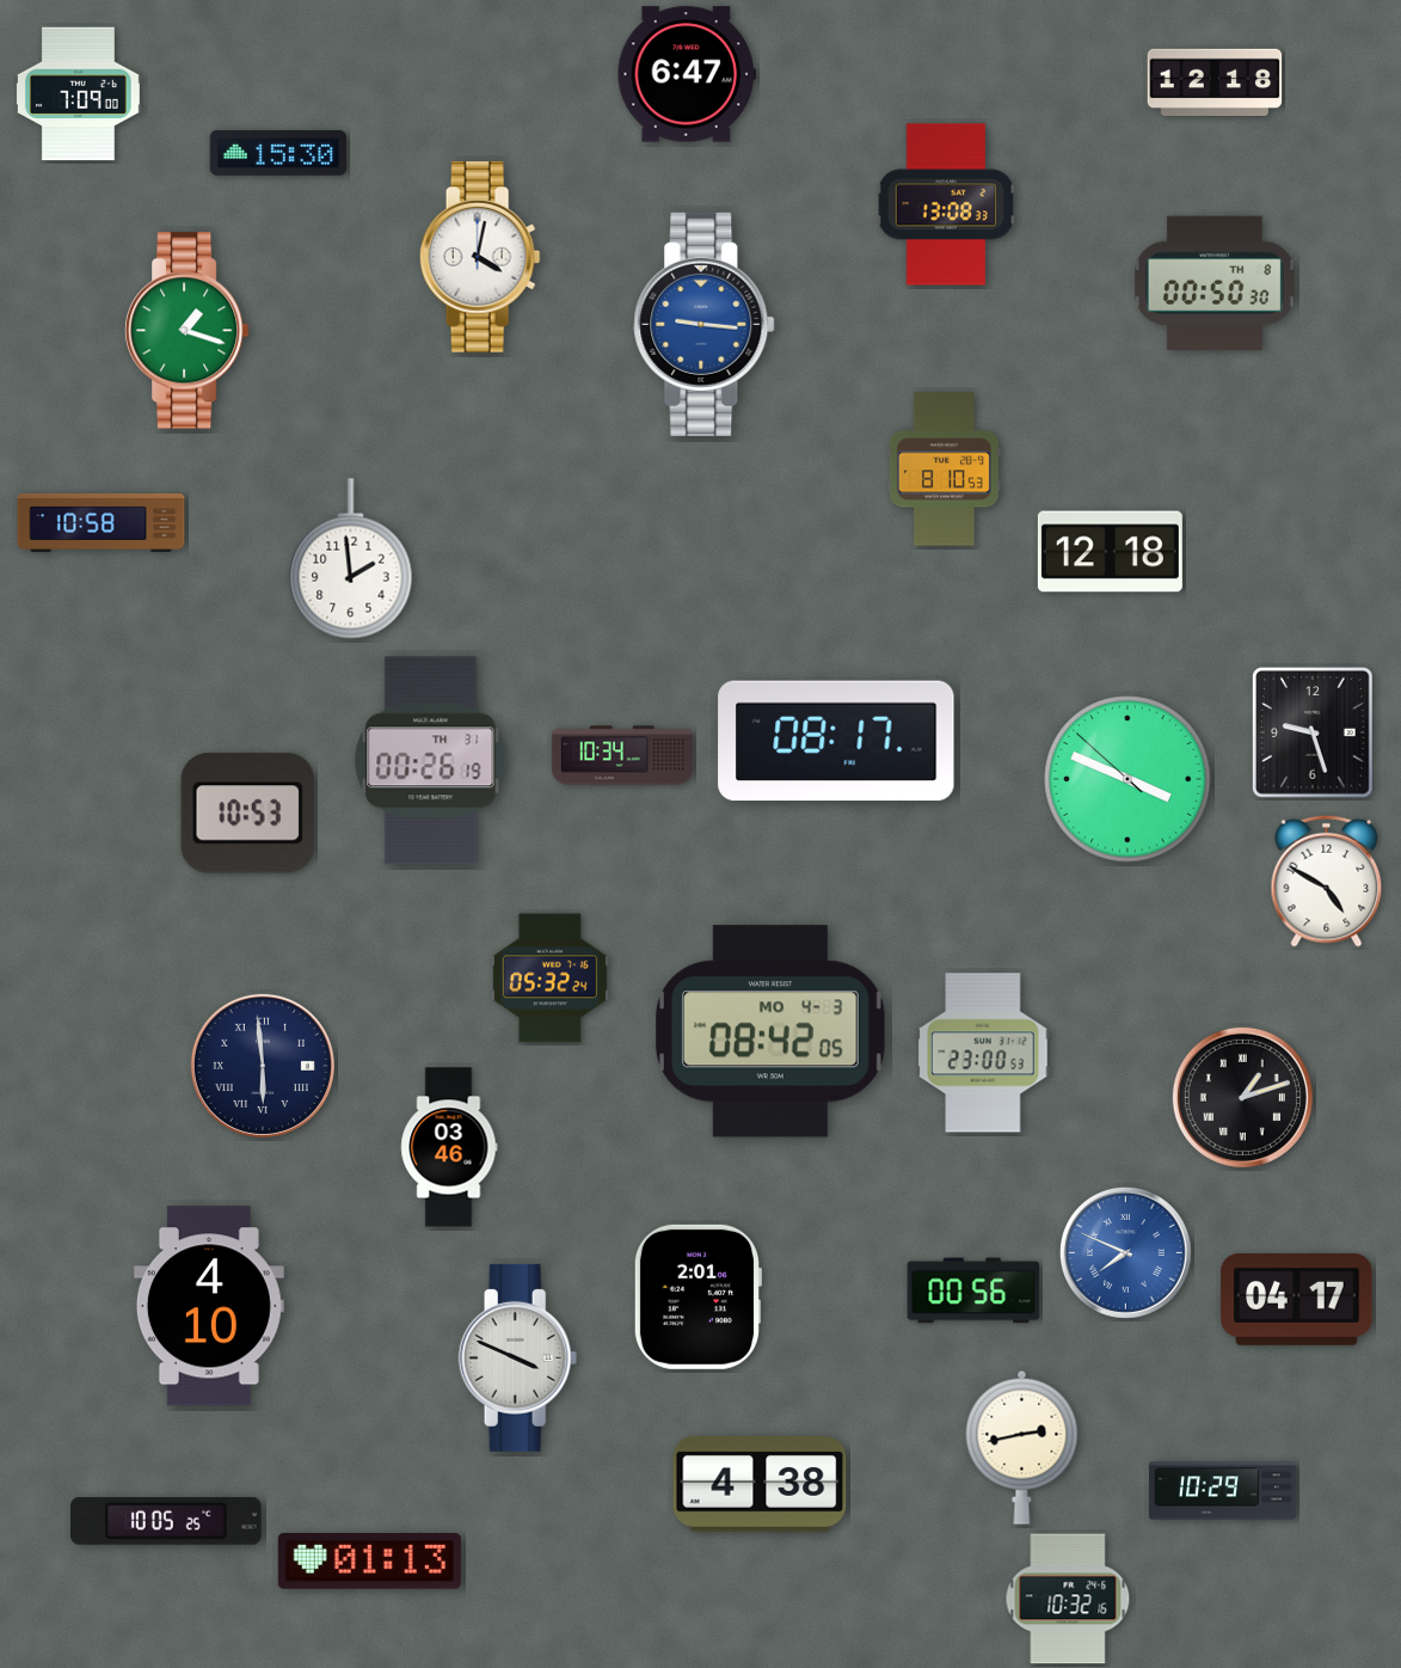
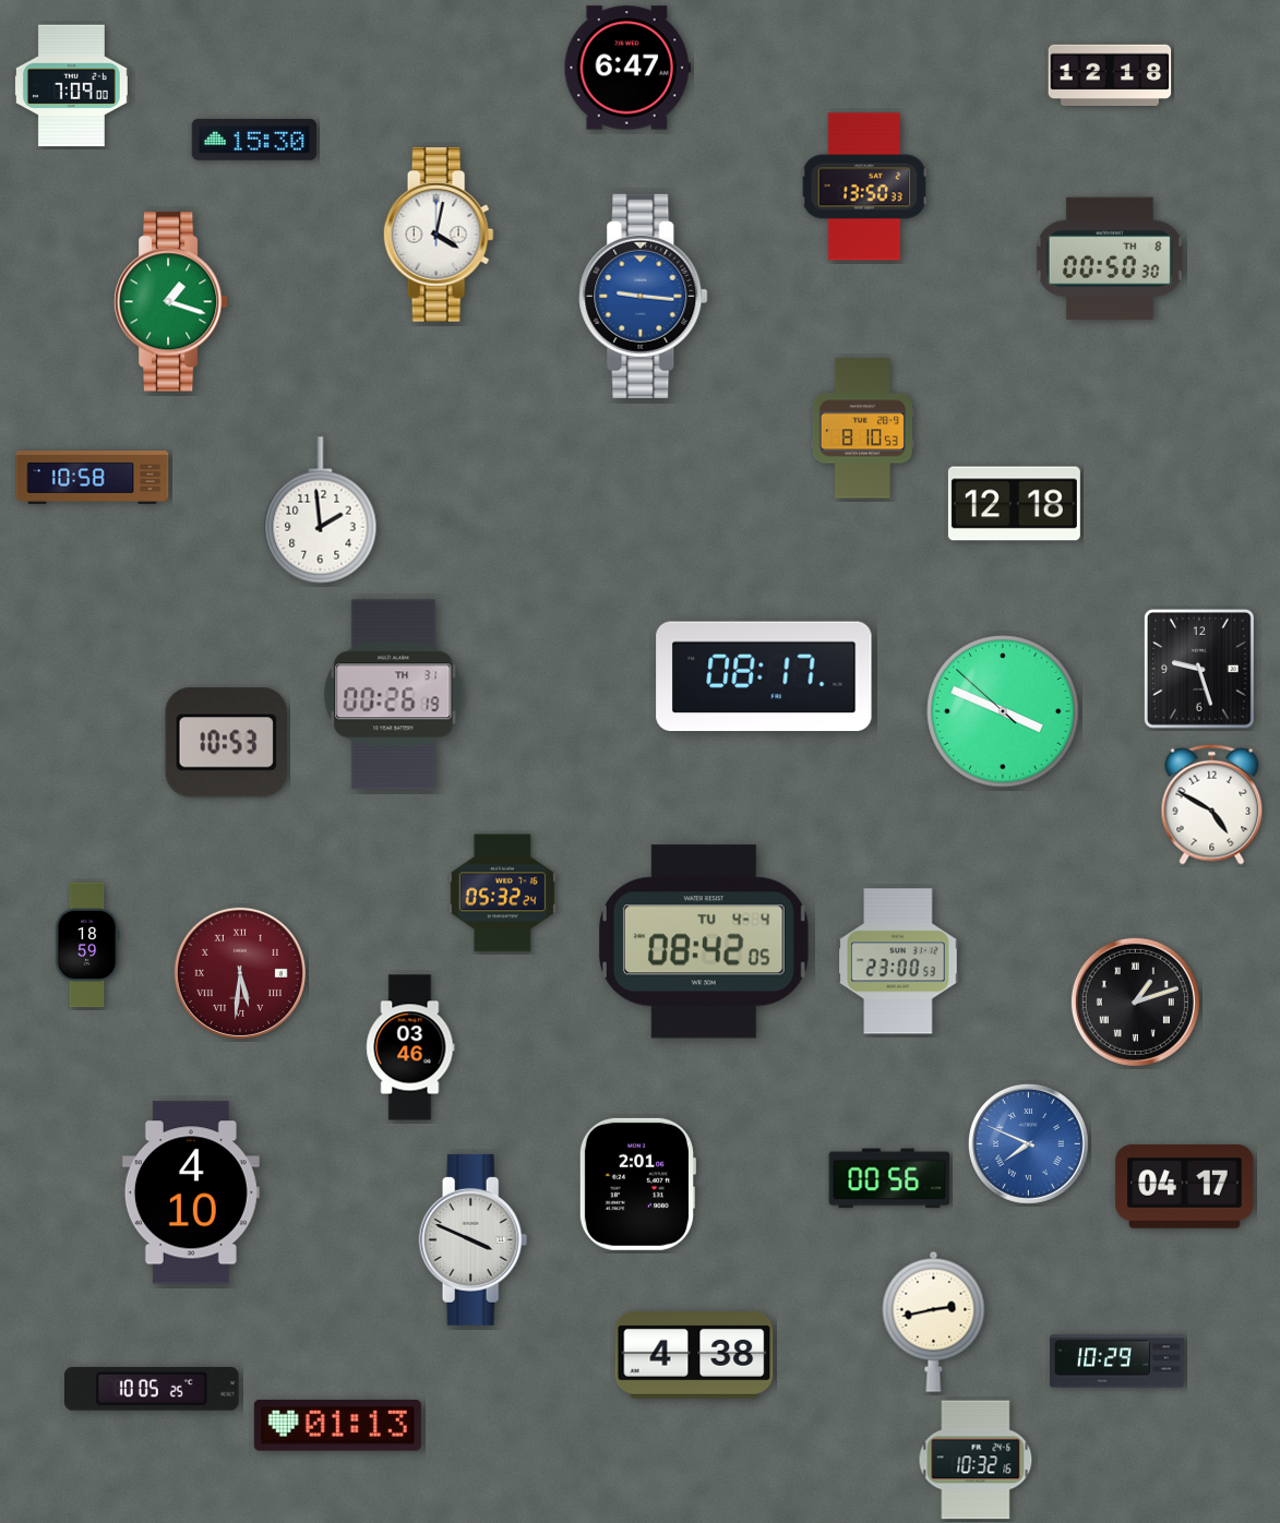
clock at (946, 204): 13:08 -> 13:50
clock at (622, 755): 10:34 -> none
clock at (1127, 779) position: (1127, 779) -> (1003, 711)
clock at (770, 1031) date: MO 4-3 -> TU 4-4
clock at (87, 945): none -> 18:59
clock at (263, 1066): 5:59 -> 5:31
clock at (263, 1066) dial: navy -> burgundy
